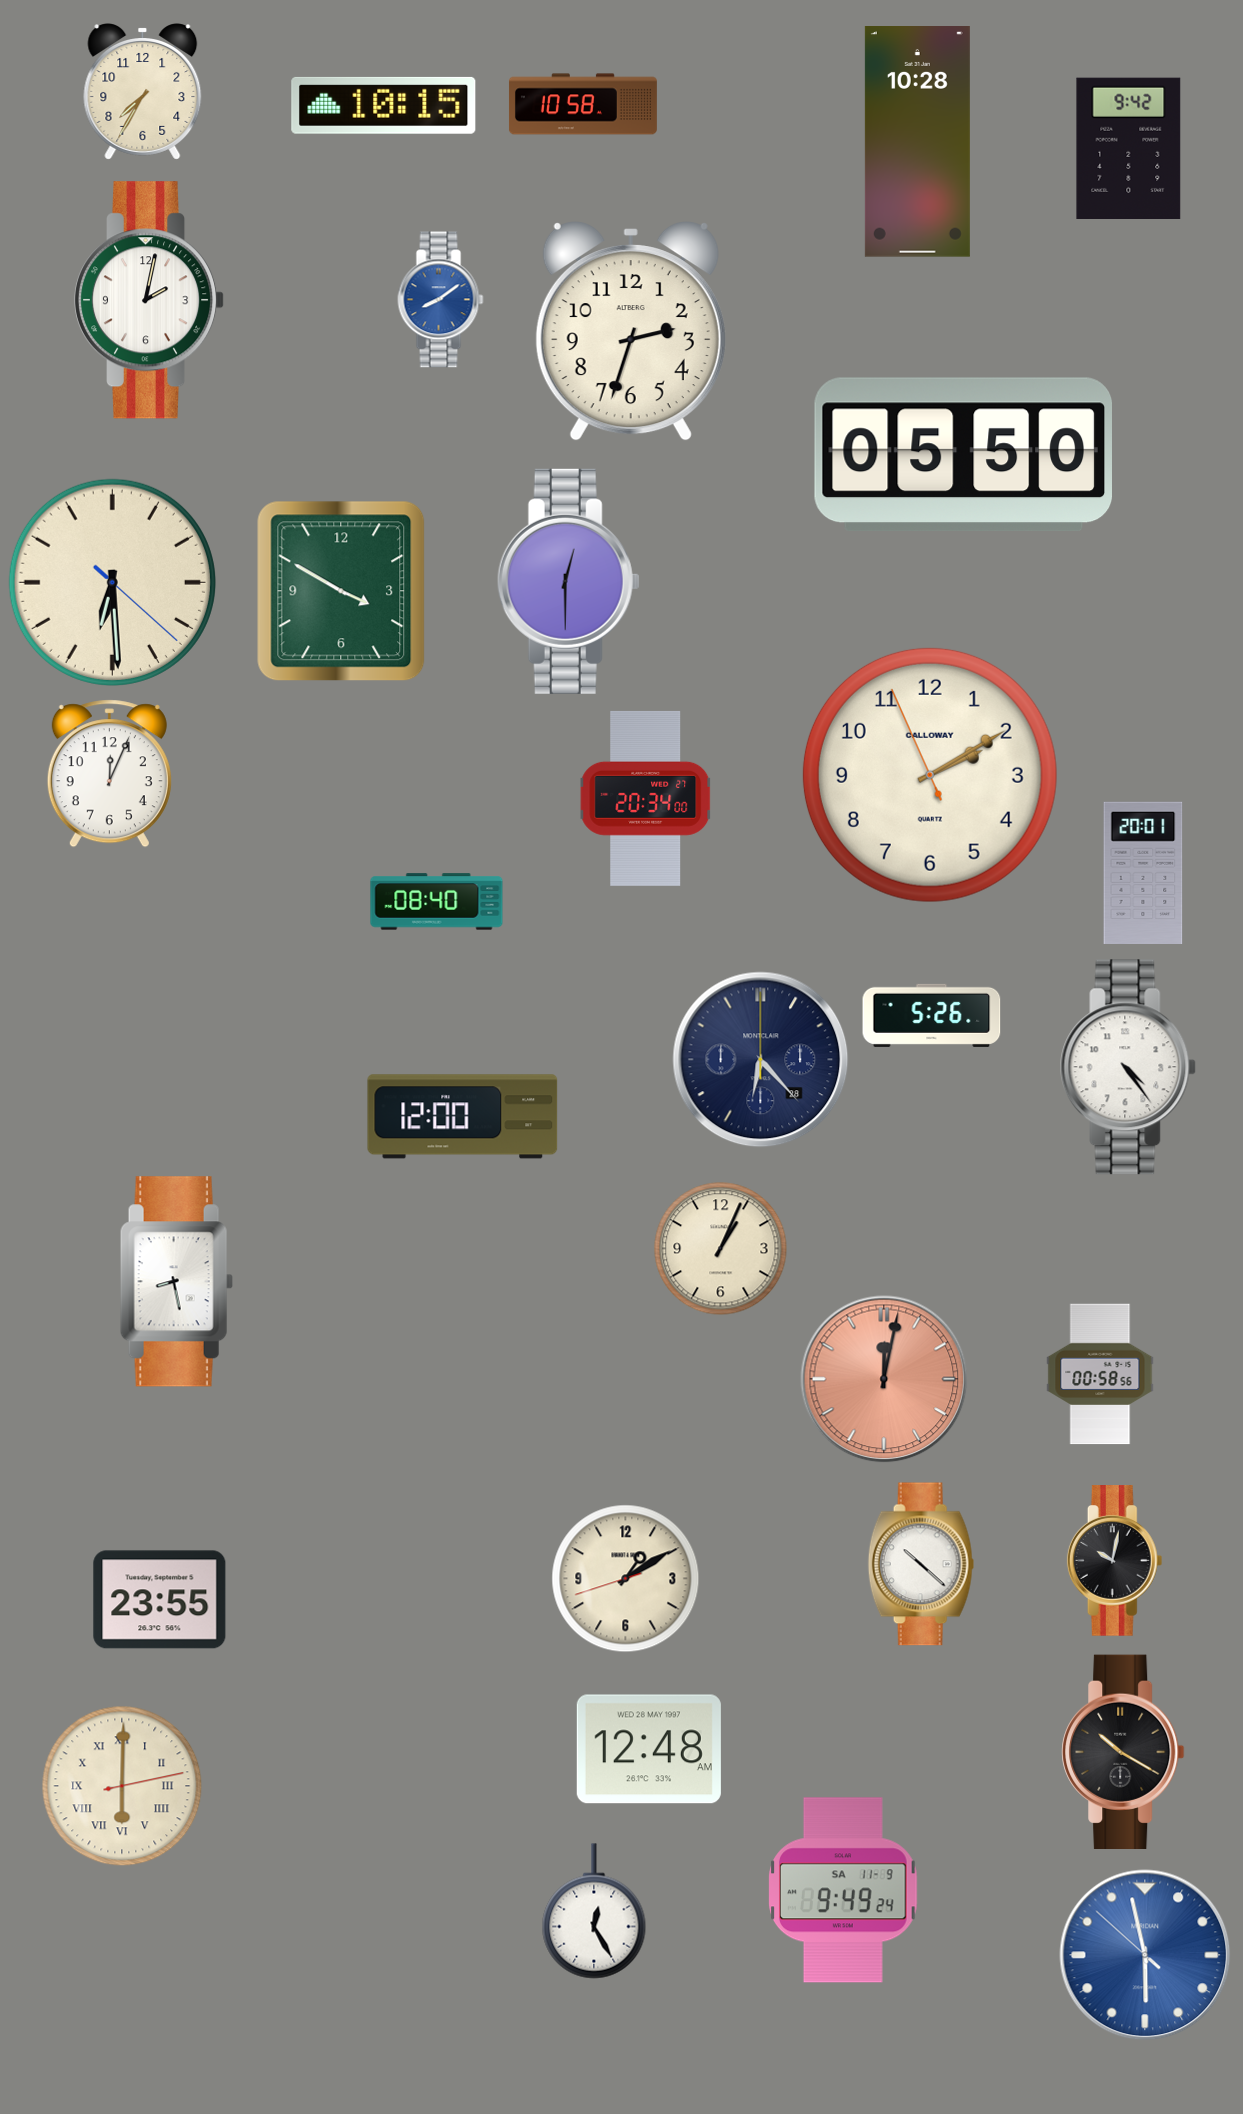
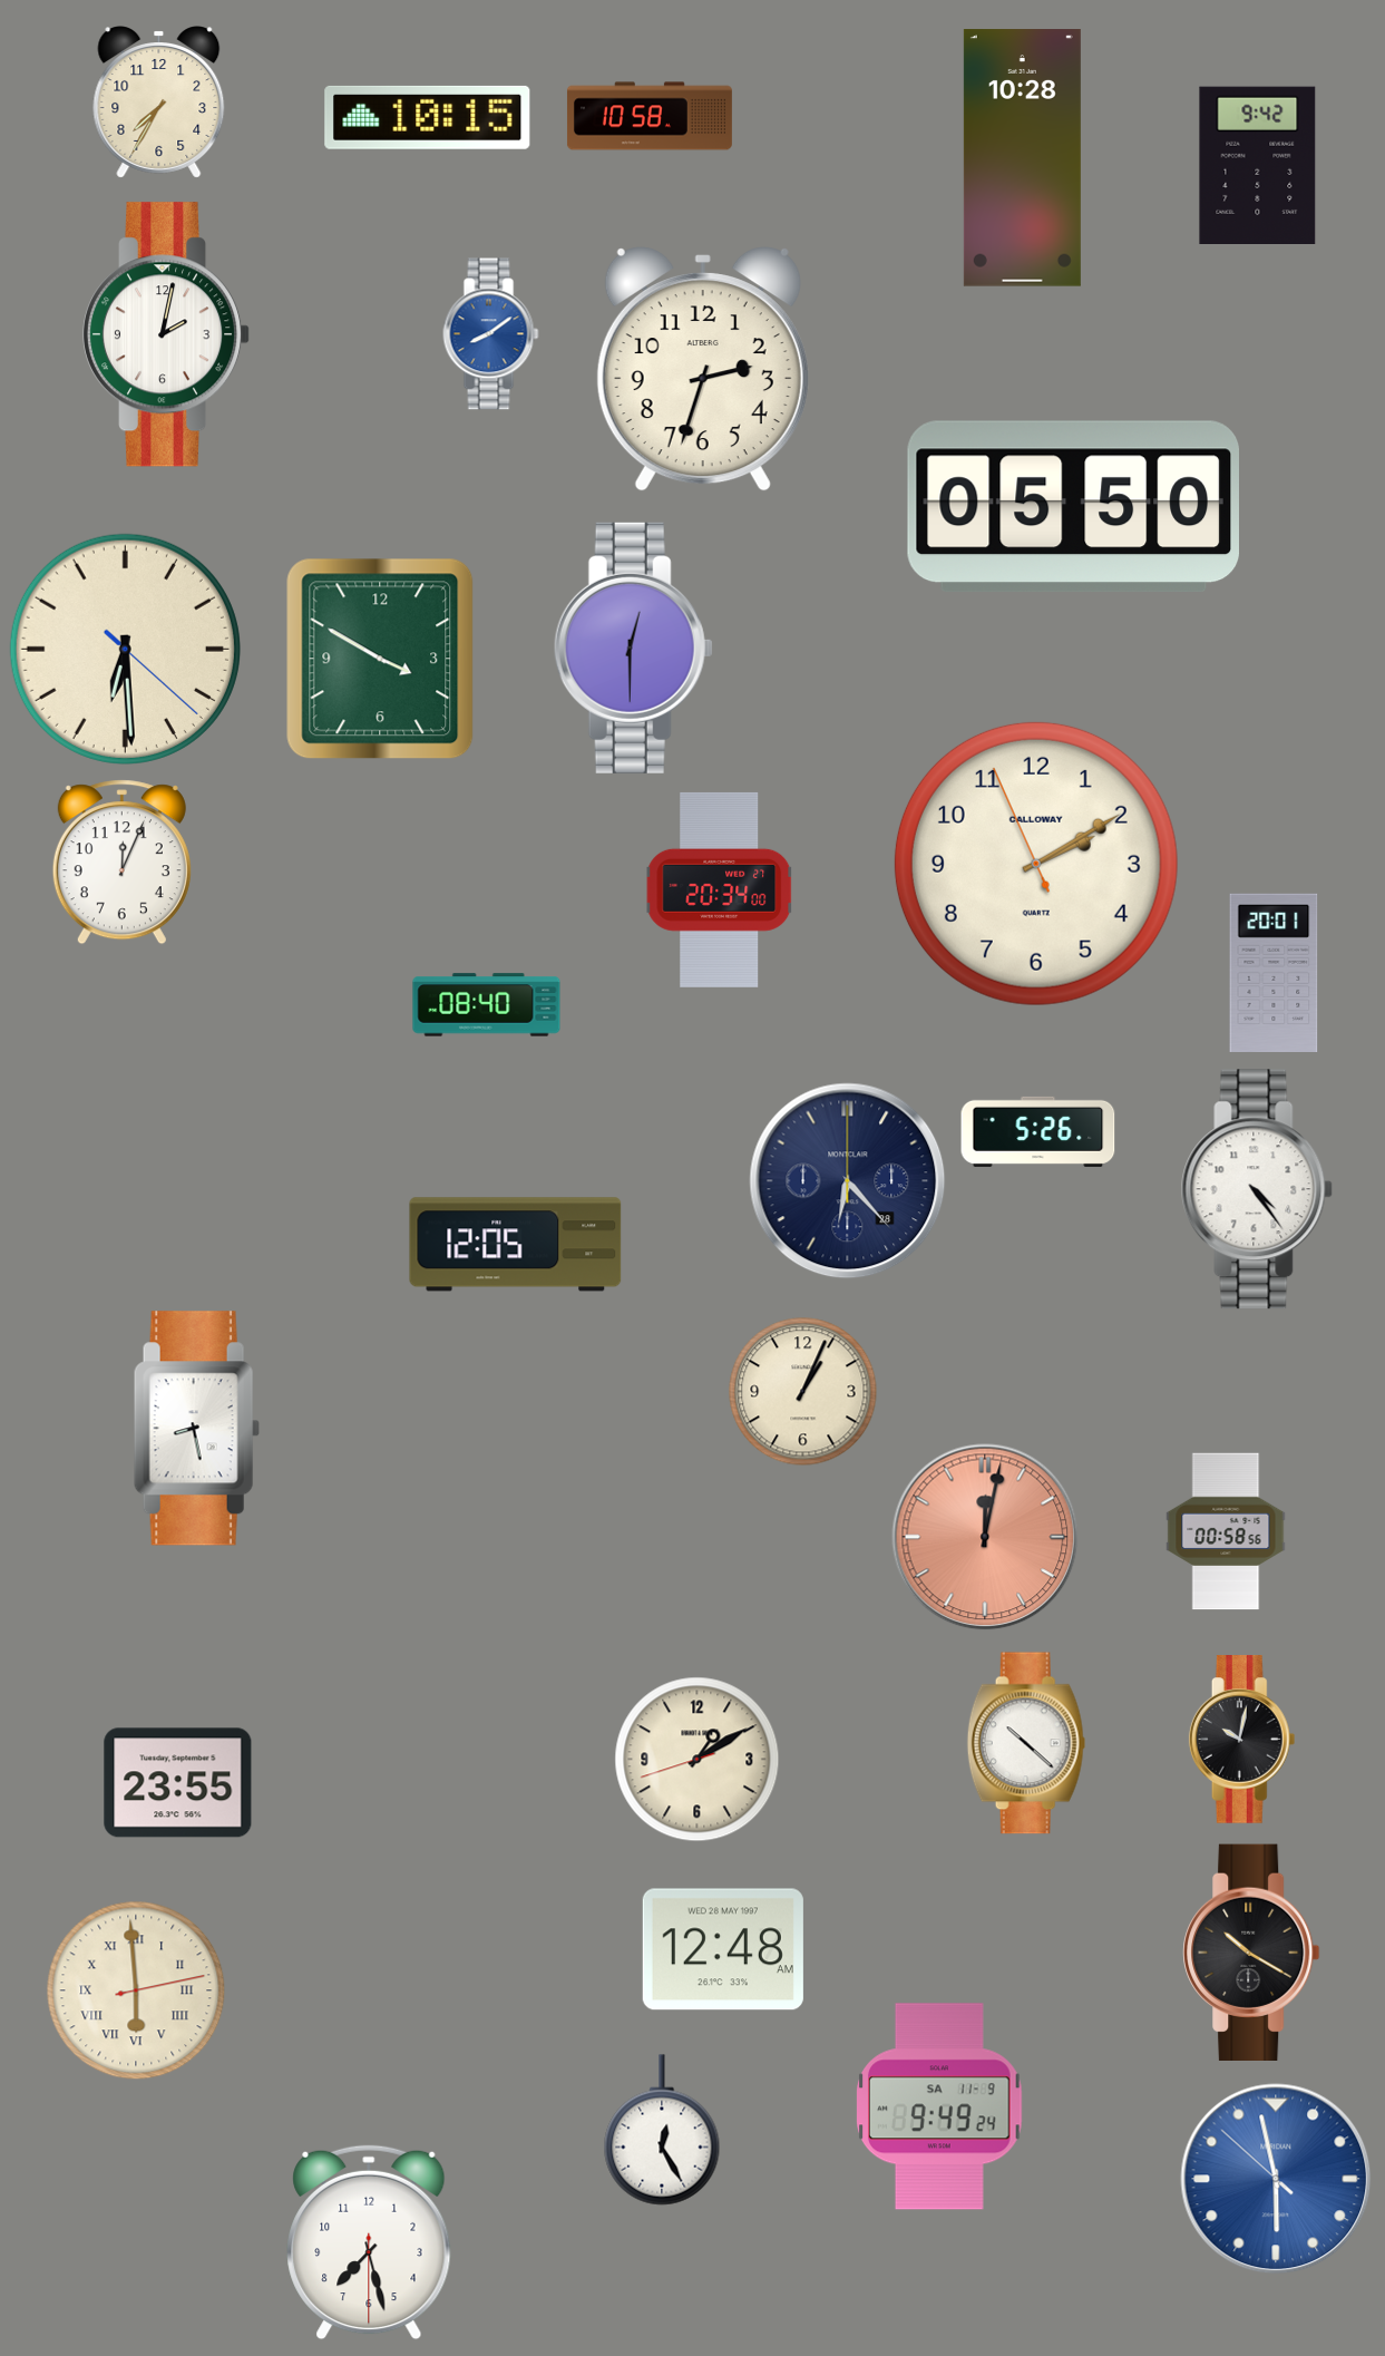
clock at (463, 1117): 12:00 -> 12:05
clock at (122, 1786): 6:00 -> 5:59
clock at (369, 2242): none -> 7:27
